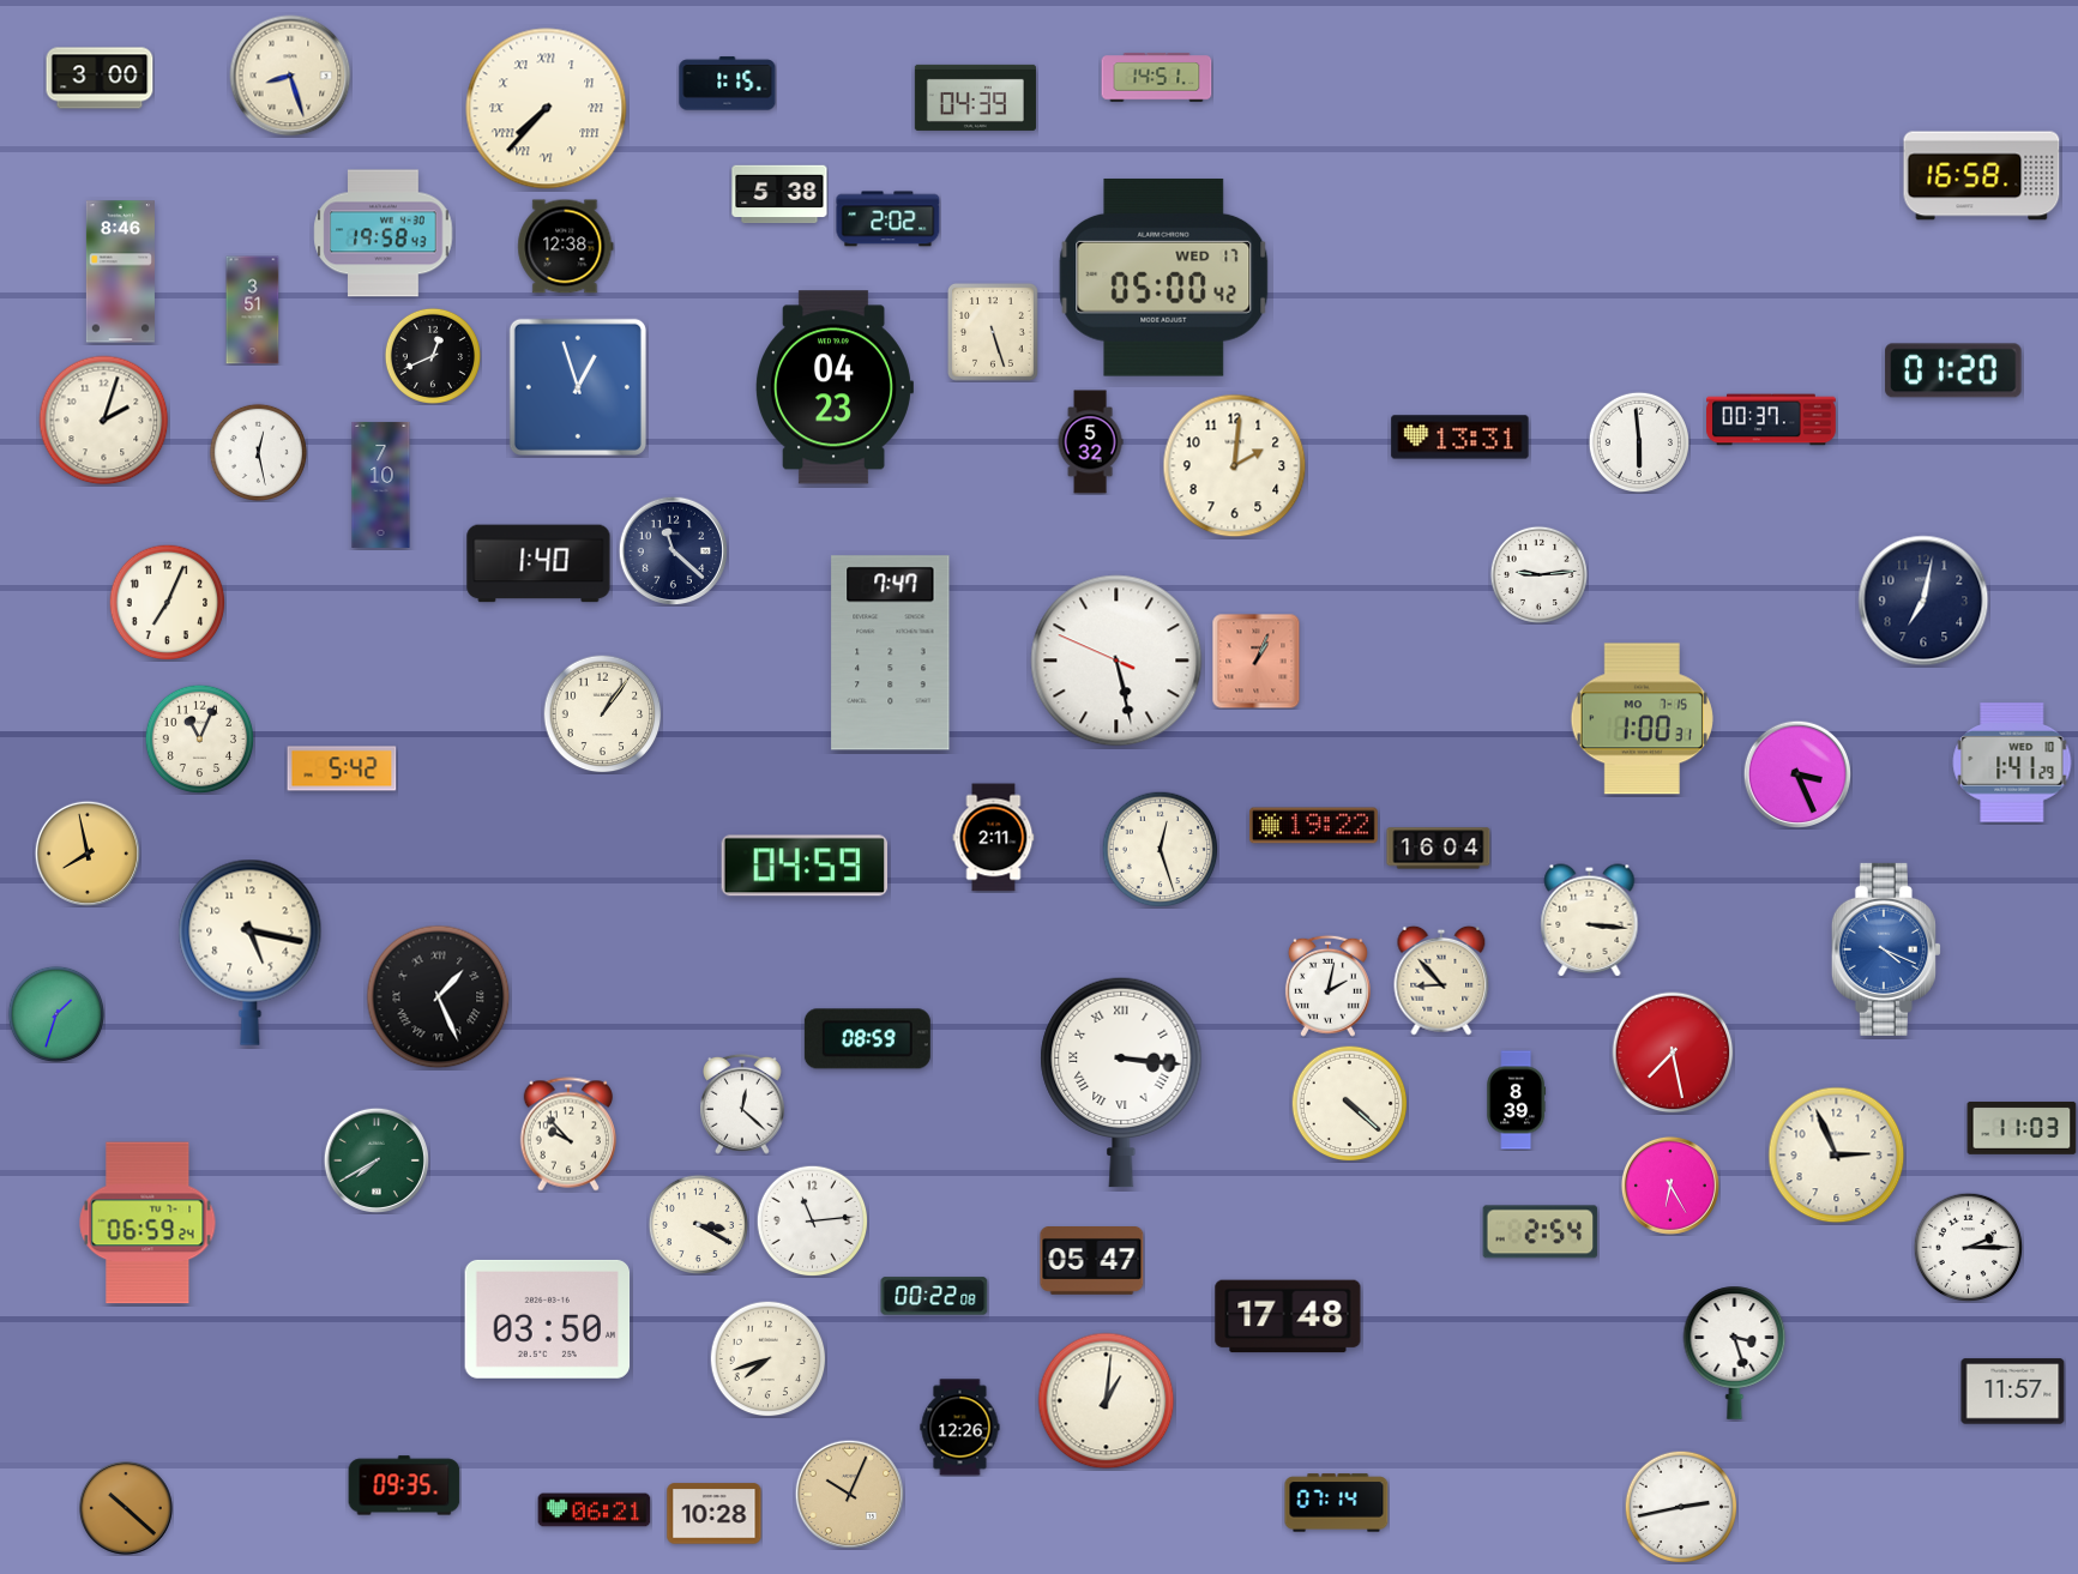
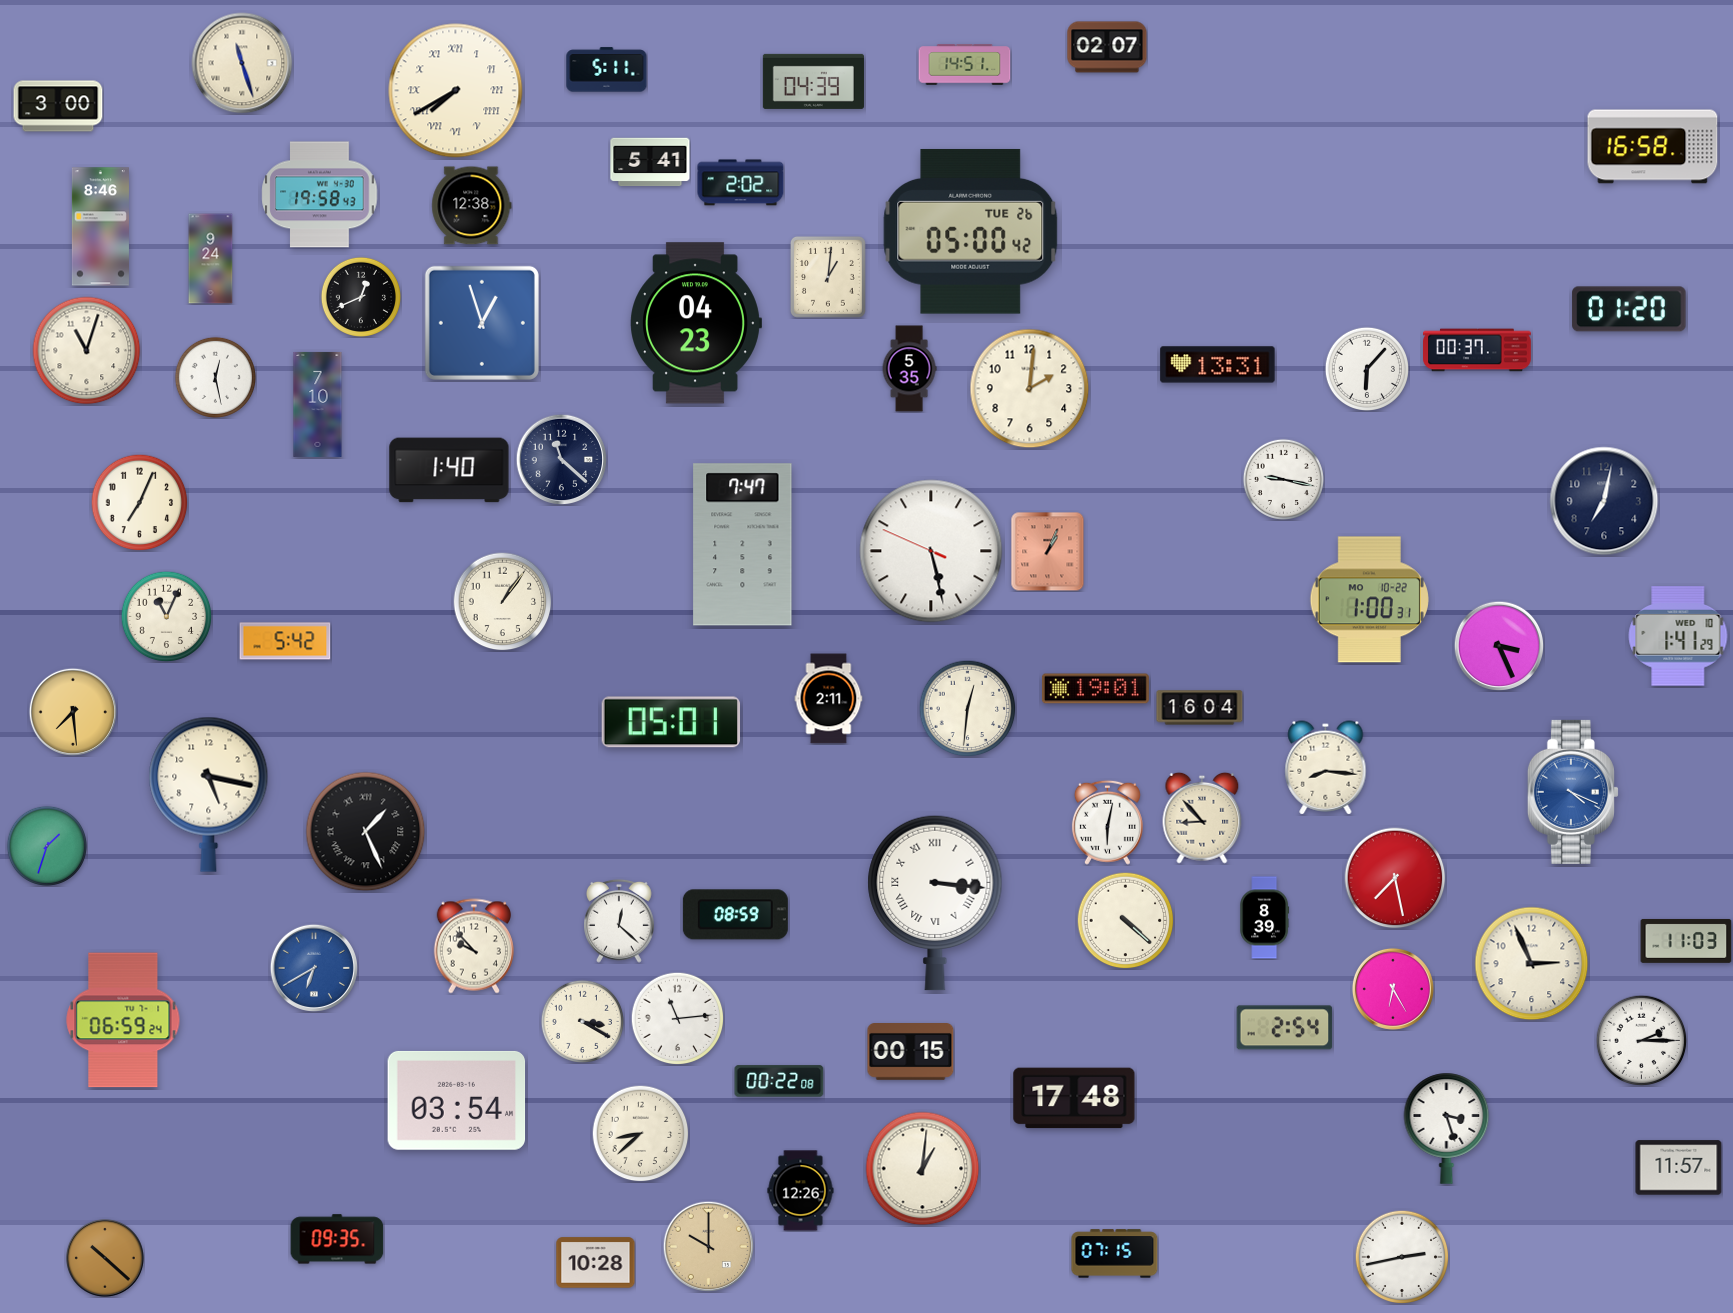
clock at (1107, 47): none -> 02:07
clock at (290, 76): 8:27 -> 11:27
clock at (100, 78) position: (100, 78) -> (58, 106)
clock at (728, 84): 1:15 -> 5:11
clock at (547, 109): 7:37 -> 7:40
clock at (779, 194): 5:38 -> 5:41
clock at (1164, 277) date: WED 17 -> TUE 26
clock at (253, 310): 3:51 -> 9:24
clock at (993, 332): 5:27 -> 1:01
clock at (104, 421): 2:03 -> 11:03
clock at (1638, 441): 5:59 -> 6:07
clock at (1090, 442): 5:32 -> 5:35
clock at (1538, 574): 9:14 -> 9:17
clock at (603, 714) position: (603, 714) -> (503, 602)
clock at (1642, 719) date: MO 7-15 -> MO 10-22
clock at (1313, 826): 19:22 -> 19:01
clock at (1160, 849): 12:27 -> 12:31
clock at (86, 852): 7:58 -> 7:29
clock at (803, 866): 04:59 -> 05:01
clock at (1590, 921): 3:16 -> 8:16
clock at (1327, 985): 2:02 -> 6:02
clock at (867, 1039) position: (867, 1039) -> (735, 915)
clock at (375, 1159): 7:40 -> 6:40
clock at (375, 1159) dial: green -> blue
clock at (1092, 1261): 05:47 -> 00:15
clock at (548, 1319): 03:50 -> 03:54
clock at (767, 1358): 7:42 -> 8:38
clock at (2013, 1392) position: (2013, 1392) -> (1679, 1168)
clock at (849, 1494): 10:04 -> 10:00
clock at (1337, 1503): 07:14 -> 07:15
clock at (595, 1510): 06:21 -> none
